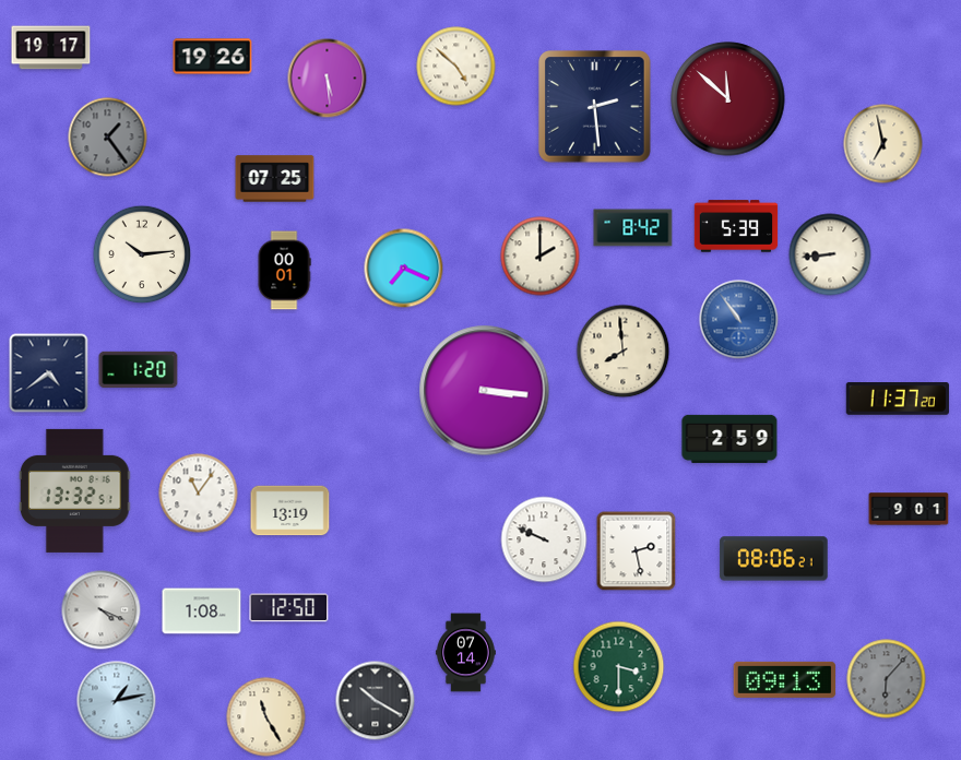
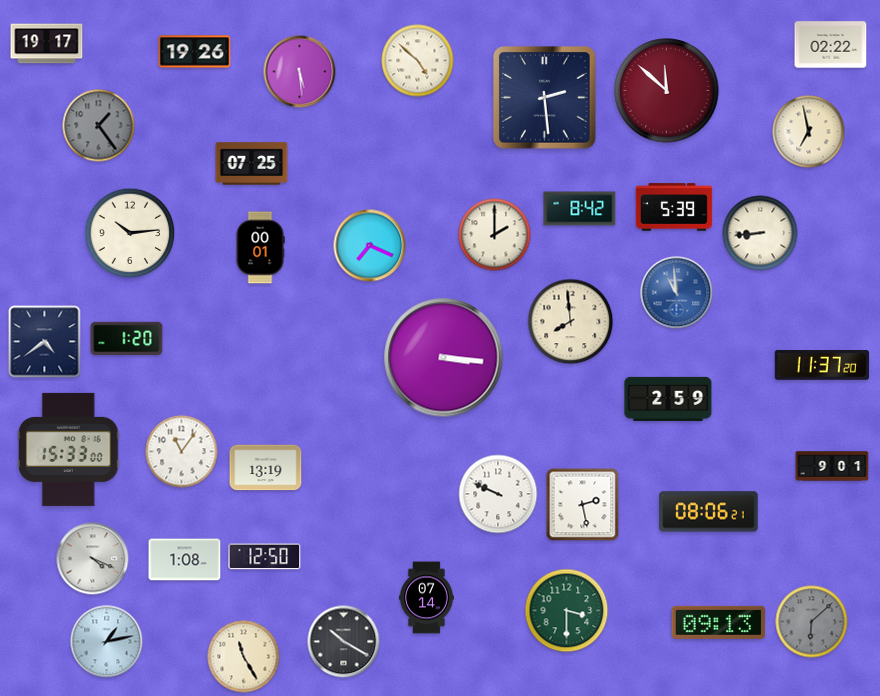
clock at (831, 45): none -> 02:22
clock at (739, 320): 10:54 -> 10:59
clock at (729, 439) position: (729, 439) -> (668, 399)
clock at (74, 490): 13:32 -> 15:33
clock at (887, 679): 6:07 -> 6:08
